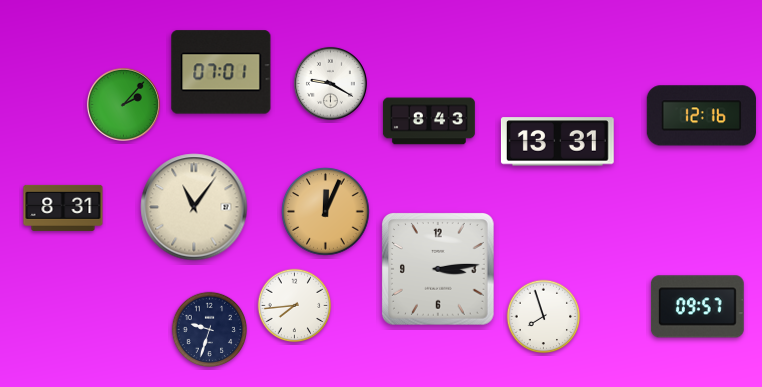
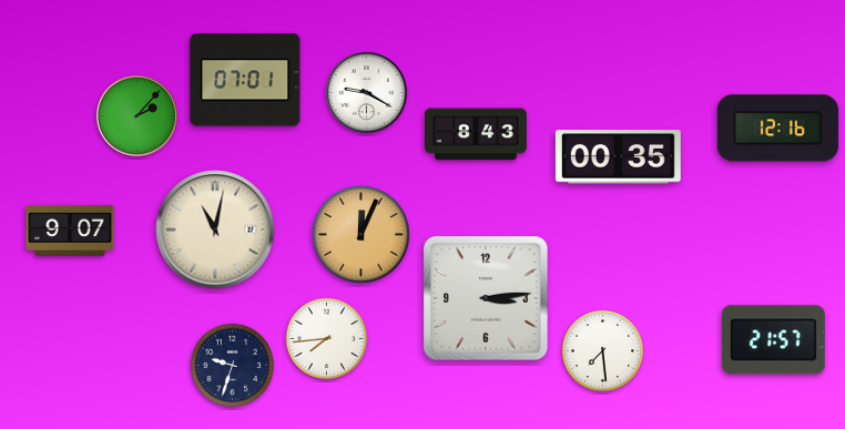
clock at (557, 142): 13:31 -> 00:35
clock at (194, 207): 11:06 -> 11:02
clock at (63, 208): 8:31 -> 9:07
clock at (697, 307): 09:57 -> 21:57
clock at (544, 317): 7:57 -> 7:29
